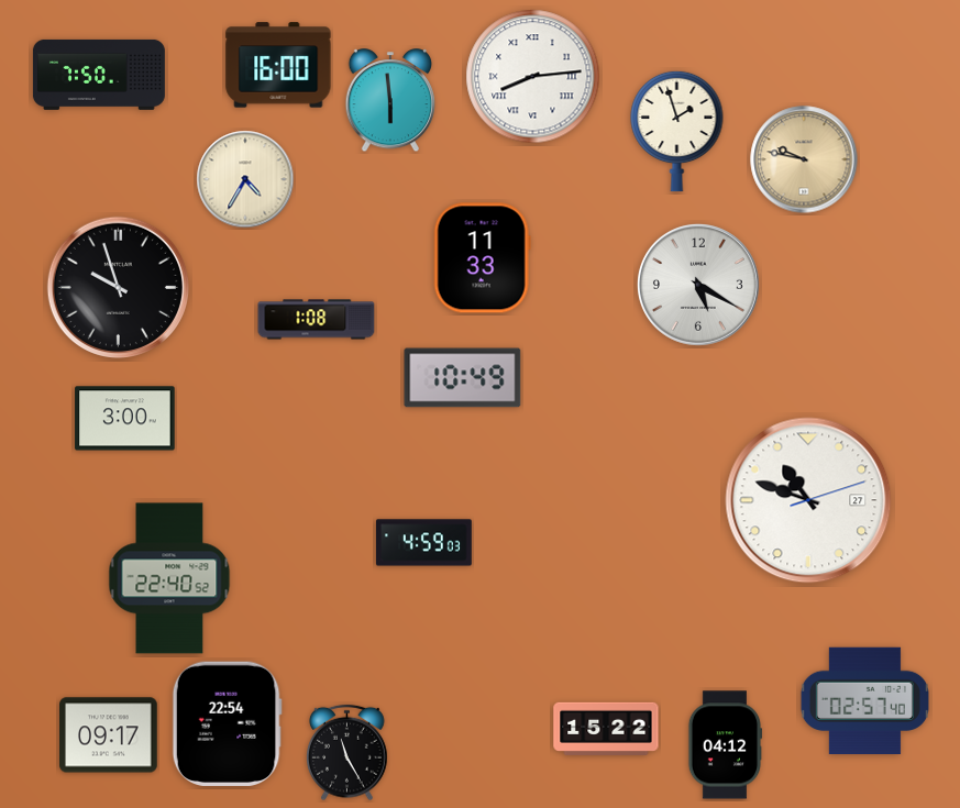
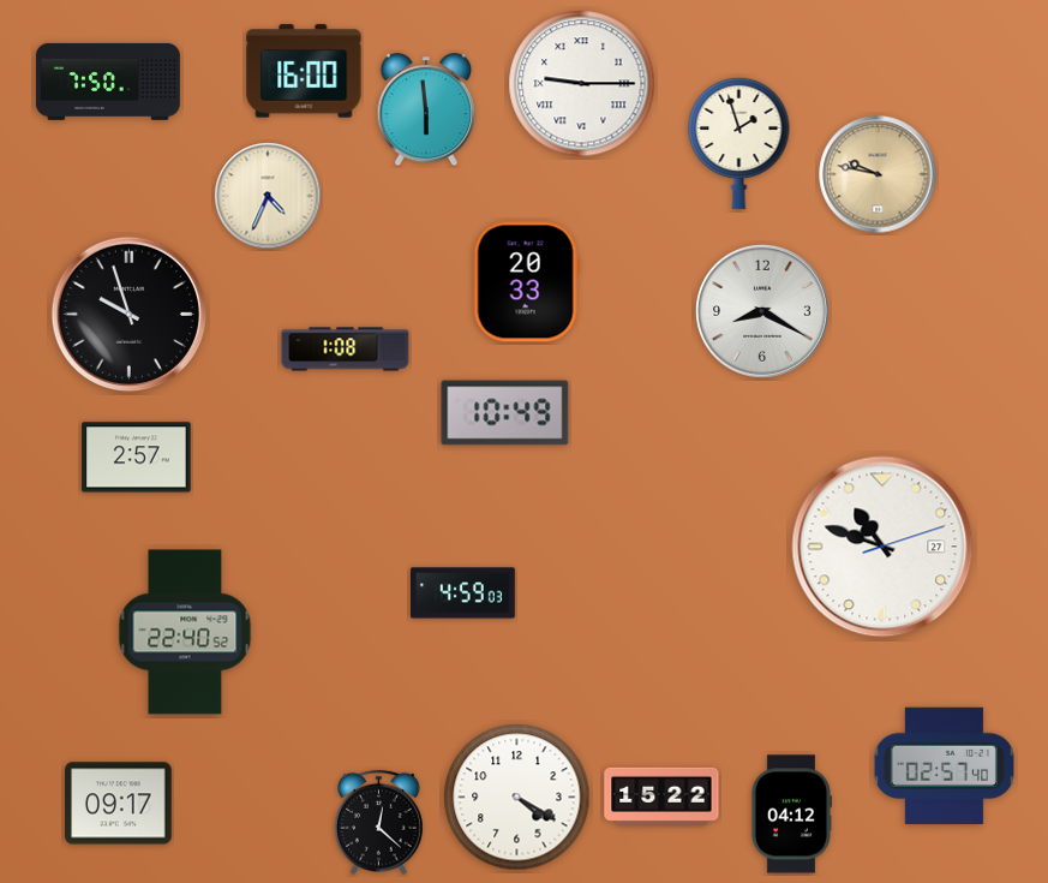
clock at (533, 77): 8:14 -> 9:15
clock at (245, 179): 4:35 -> 4:34
clock at (482, 258): 11:33 -> 20:33
clock at (698, 285): 5:20 -> 8:20
clock at (125, 419): 3:00 -> 2:57
clock at (227, 723): 22:54 -> none
clock at (517, 798): none -> 4:20
clock at (347, 753): 11:25 -> 12:22
